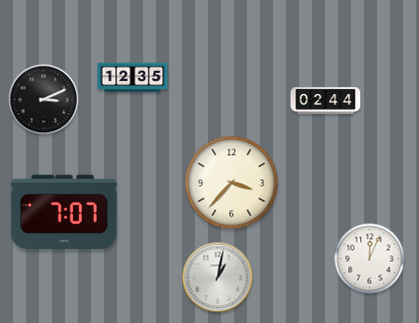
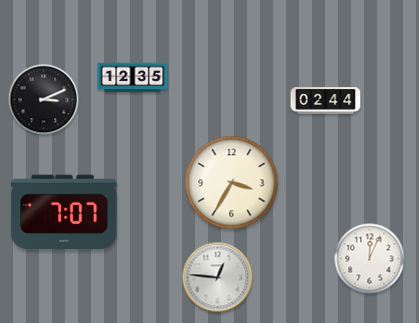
clock at (232, 183): 3:37 -> 3:35
clock at (218, 278): 1:02 -> 12:46
